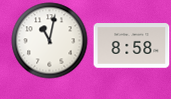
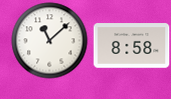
clock at (50, 41): 11:02 -> 11:08
